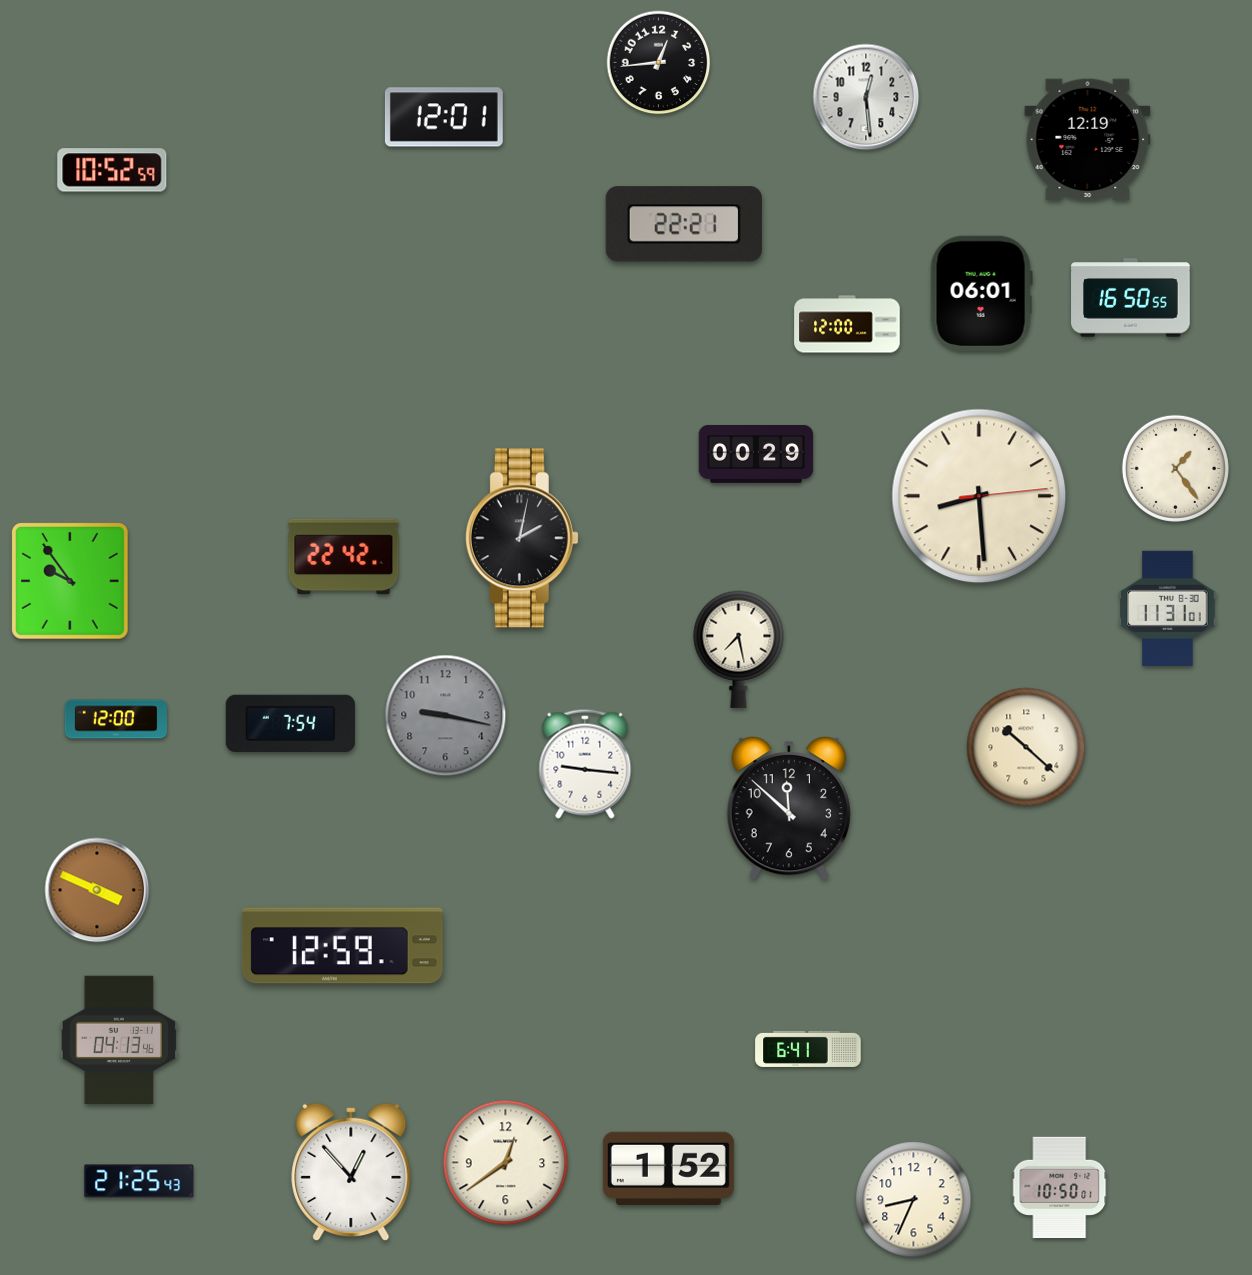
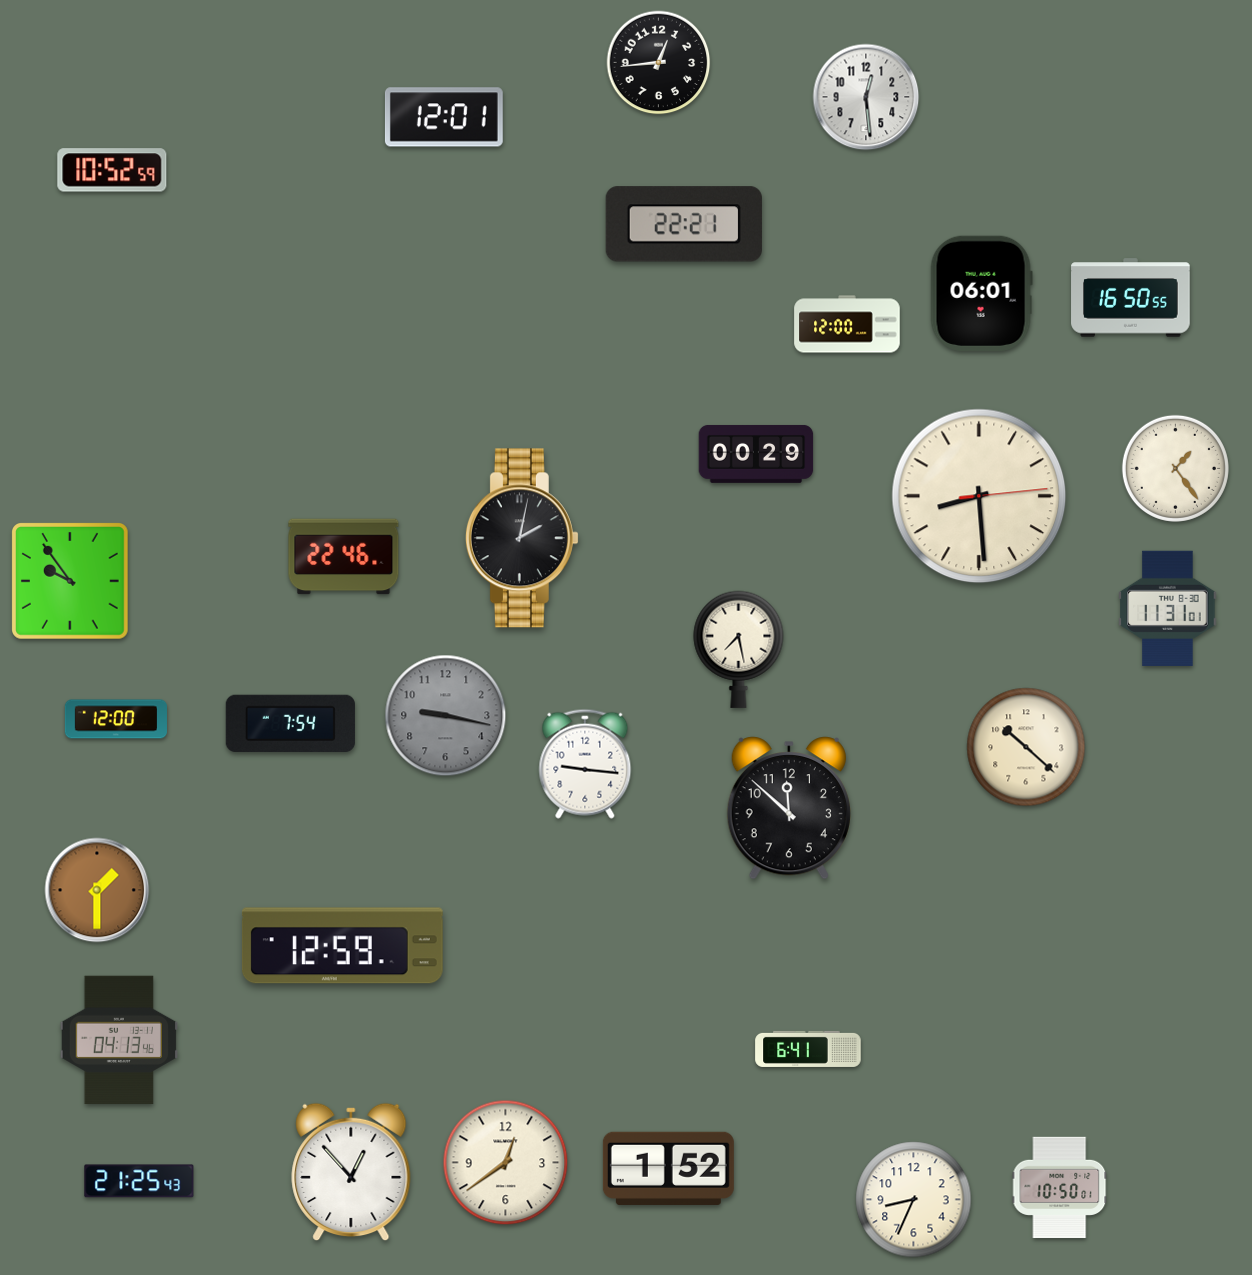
clock at (1088, 139): 12:19 -> none
clock at (344, 557): 22:42 -> 22:46
clock at (97, 890): 3:49 -> 1:30
